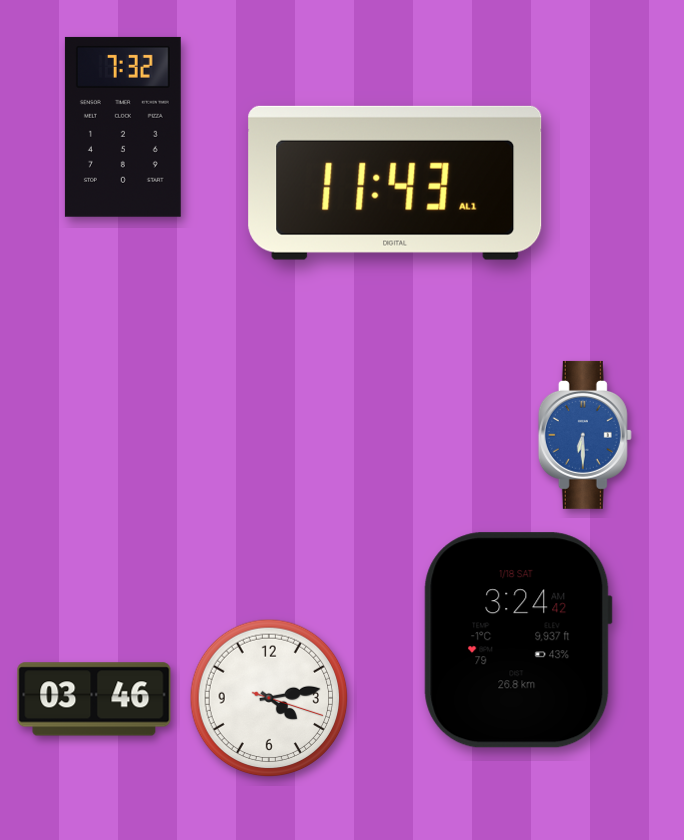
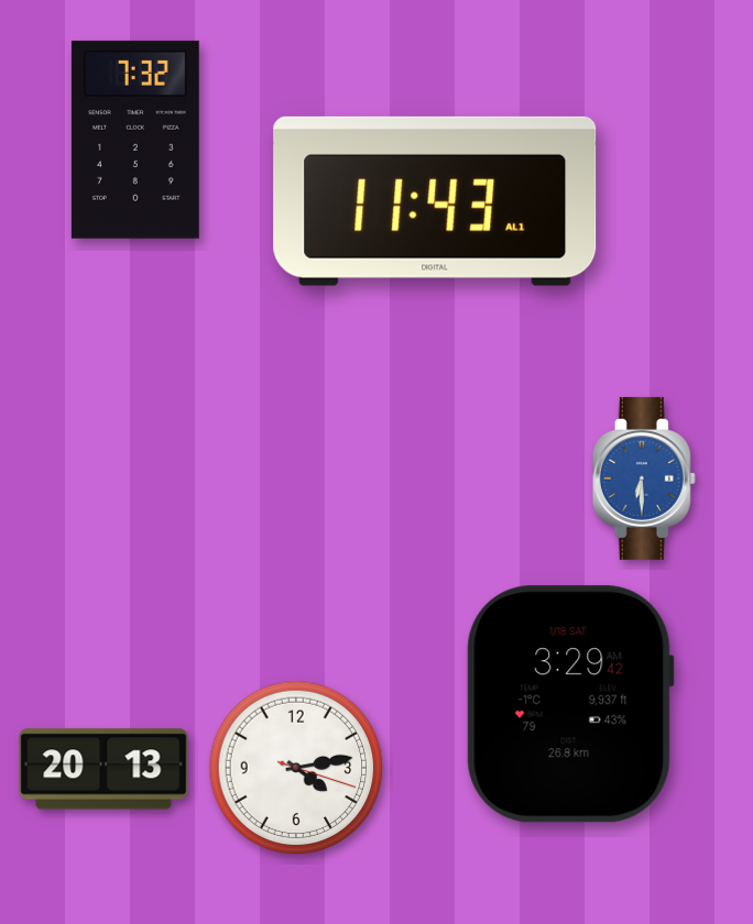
clock at (518, 640): 3:24 -> 3:29
clock at (94, 699): 03:46 -> 20:13
